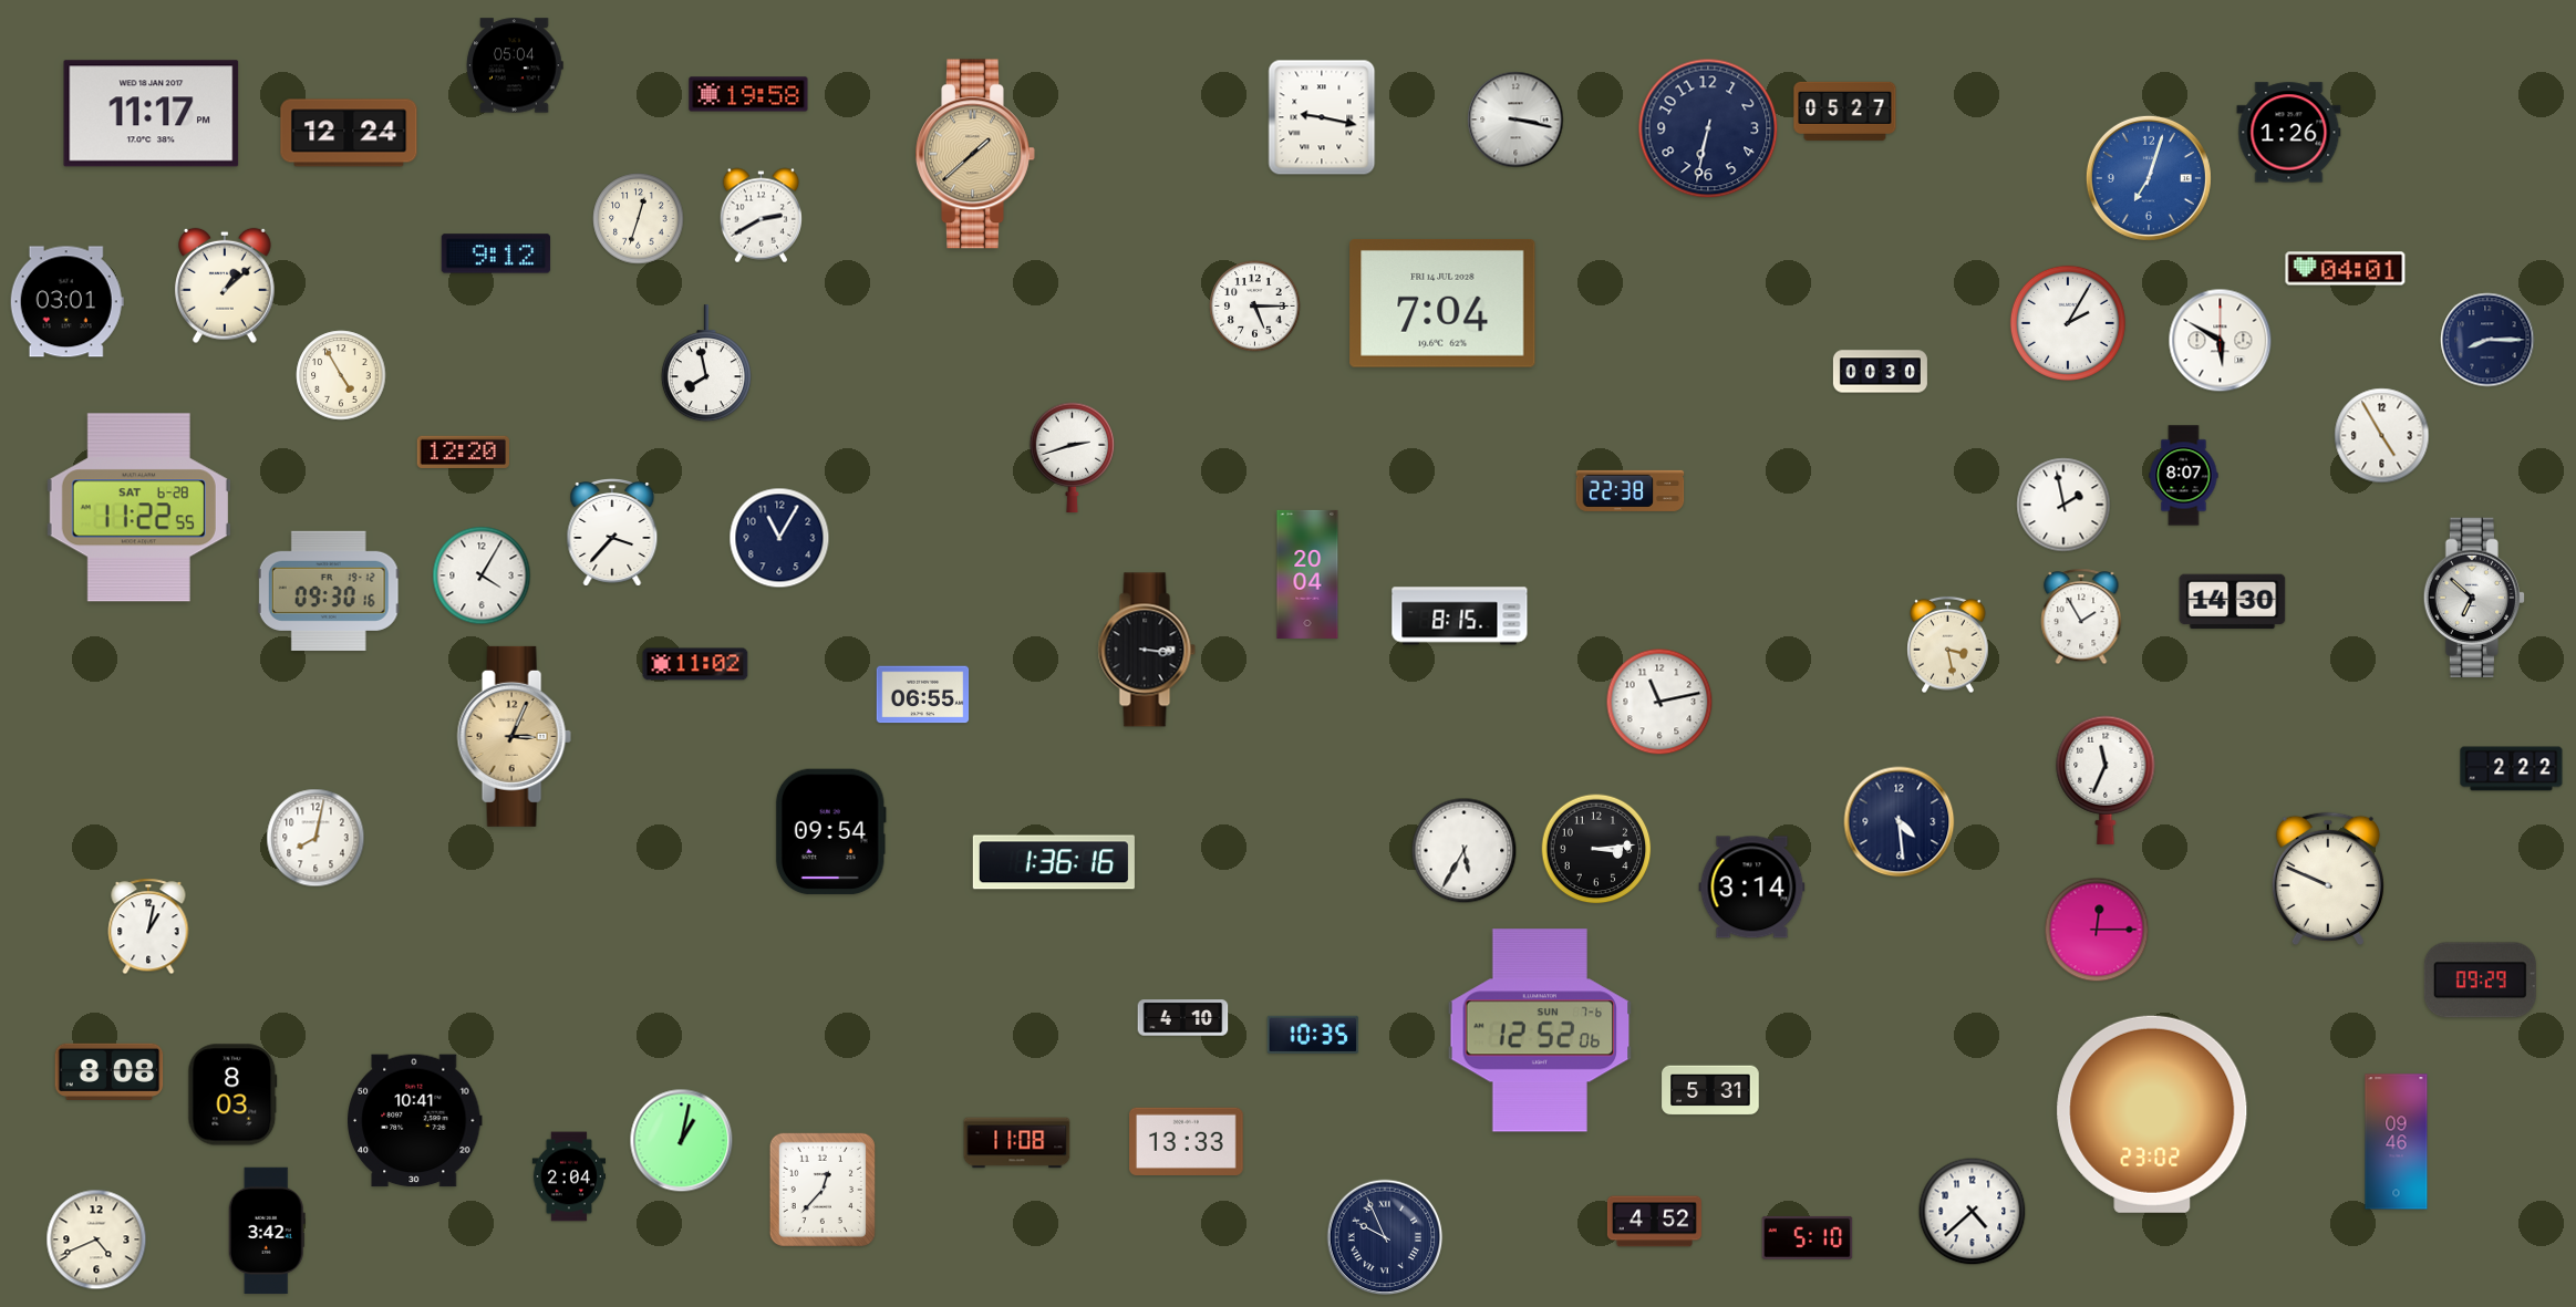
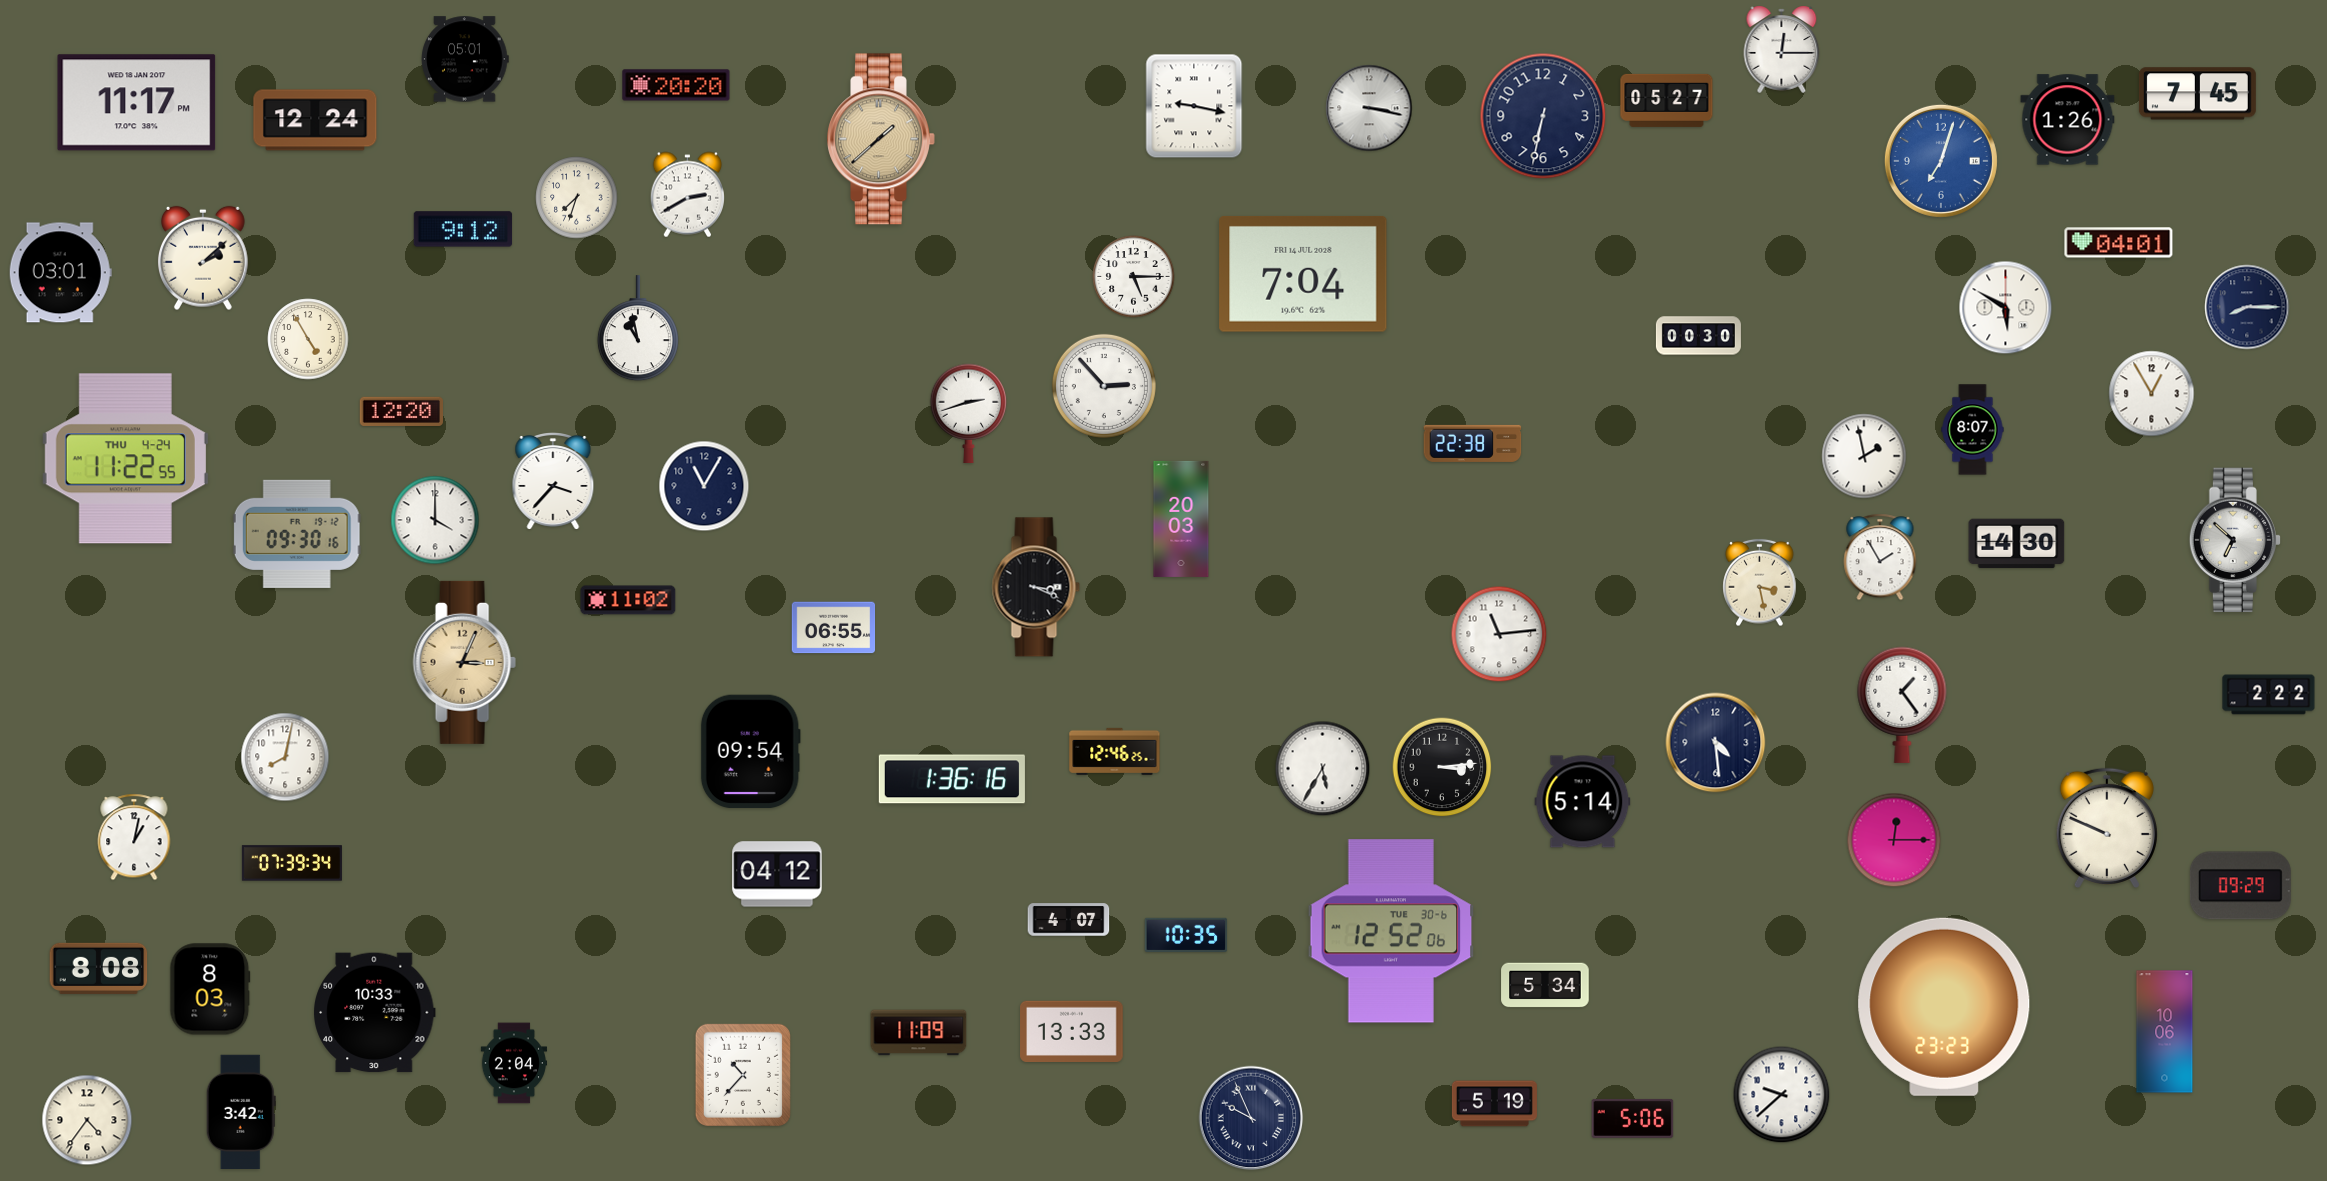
clock at (1782, 49): none -> 12:15
clock at (515, 65): 05:04 -> 05:01
clock at (748, 94): 19:58 -> 20:20
clock at (2197, 94): none -> 7:45
clock at (639, 219): 12:33 -> 7:33
clock at (496, 253) position: (496, 253) -> (463, 229)
clock at (225, 286): 1:08 -> 2:08
clock at (2068, 323): 2:05 -> none
clock at (706, 364): 7:58 -> 10:58
clock at (1104, 386): none -> 2:53
clock at (2382, 436): 4:55 -> 12:55
clock at (463, 452) position: (463, 452) -> (401, 411)
clock at (138, 508) date: SAT 6-28 -> THU 4-24
clock at (1307, 574): 20:04 -> 20:03
clock at (482, 575): 4:05 -> 4:00
clock at (1460, 616): 8:15 -> none
clock at (1147, 650): 3:16 -> 3:19
clock at (1659, 702): 11:13 -> 11:14
clock at (514, 736) position: (514, 736) -> (464, 662)
clock at (2106, 780): 11:34 -> 1:24
clock at (1115, 751): none -> 12:46
clock at (2328, 878) position: (2328, 878) -> (2107, 827)
clock at (1752, 888): 3:14 -> 5:14
clock at (292, 863): none -> 07:39
clock at (777, 874): none -> 04:12
clock at (1183, 1018): 4:10 -> 4:07
clock at (1540, 1030) date: SUN 7-6 -> TUE 30-6
clock at (1710, 1090): 5:31 -> 5:34
clock at (2152, 1114): 23:02 -> 23:23
clock at (415, 1121): 10:41 -> 10:33
clock at (682, 1141): 1:02 -> none
clock at (2397, 1142): 09:46 -> 10:06
clock at (1017, 1143): 11:08 -> 11:09
clock at (823, 1190): 12:37 -> 10:37
clock at (1973, 1212): 4:38 -> 9:38
clock at (1654, 1222): 4:52 -> 5:19
clock at (1808, 1237): 5:10 -> 5:06
clock at (96, 1239): 4:41 -> 4:36
